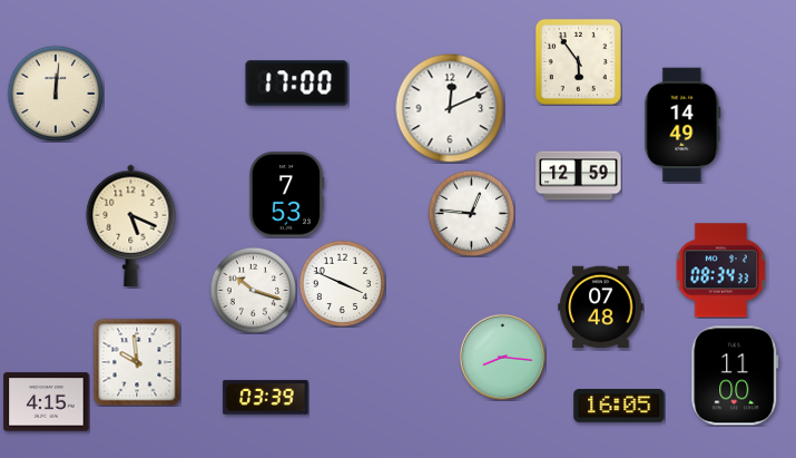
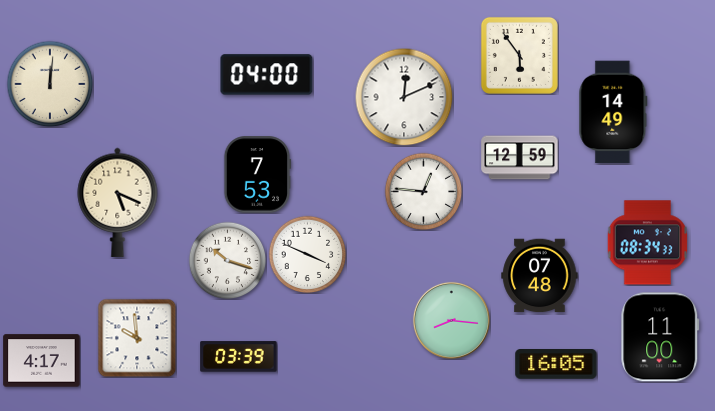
clock at (297, 84): 17:00 -> 04:00
clock at (137, 362) position: (137, 362) -> (137, 338)
clock at (47, 402): 4:15 -> 4:17
